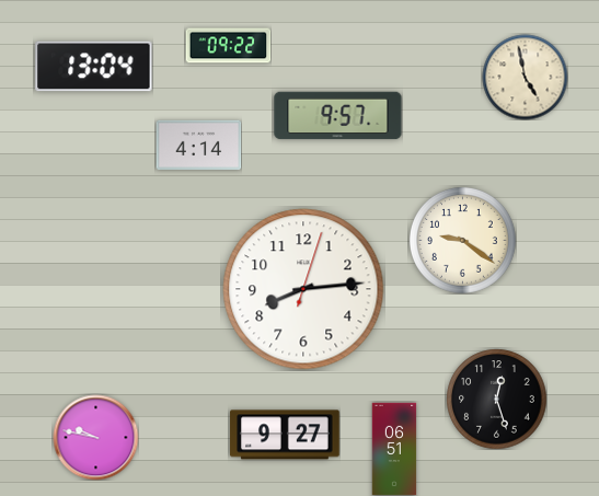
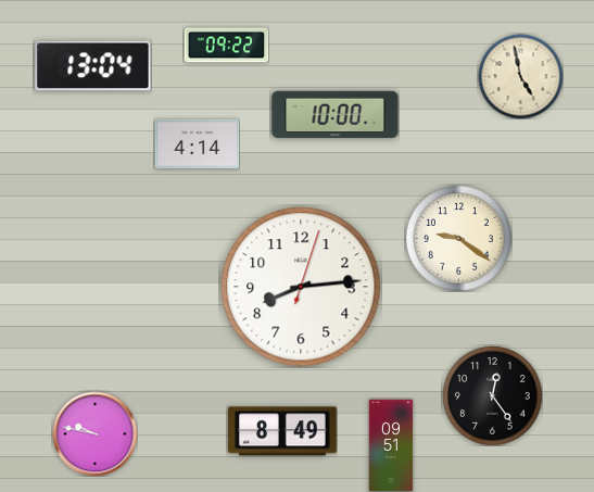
clock at (338, 116): 9:57 -> 10:00
clock at (496, 399): 12:27 -> 12:24
clock at (285, 435): 9:27 -> 8:49
clock at (394, 449): 06:51 -> 09:51
